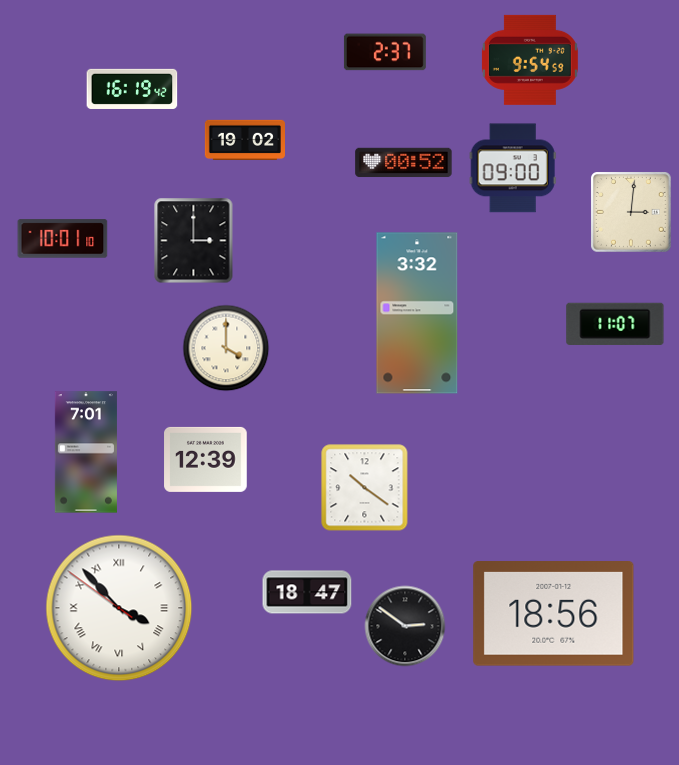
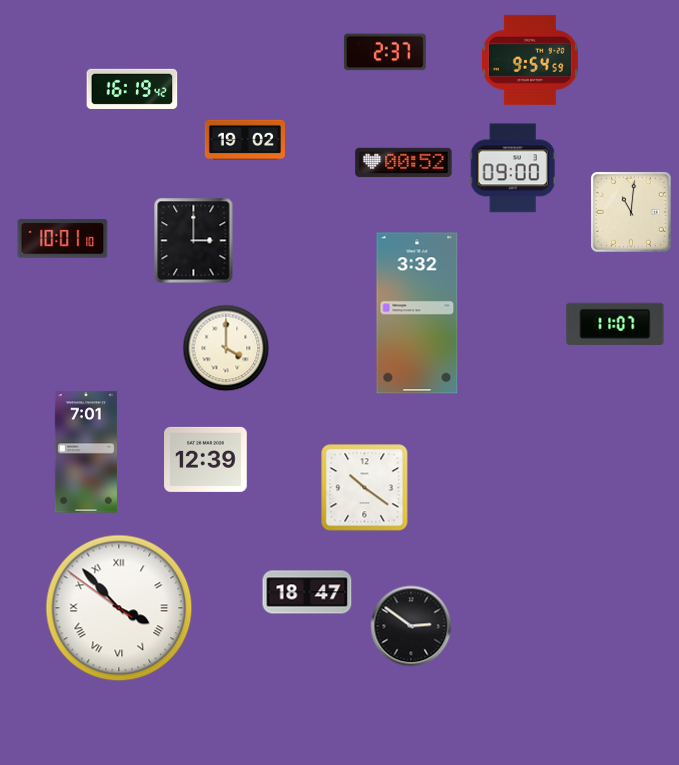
clock at (632, 213): 3:01 -> 11:01
clock at (554, 614): 18:56 -> none
clock at (405, 626) position: (405, 626) -> (411, 626)
